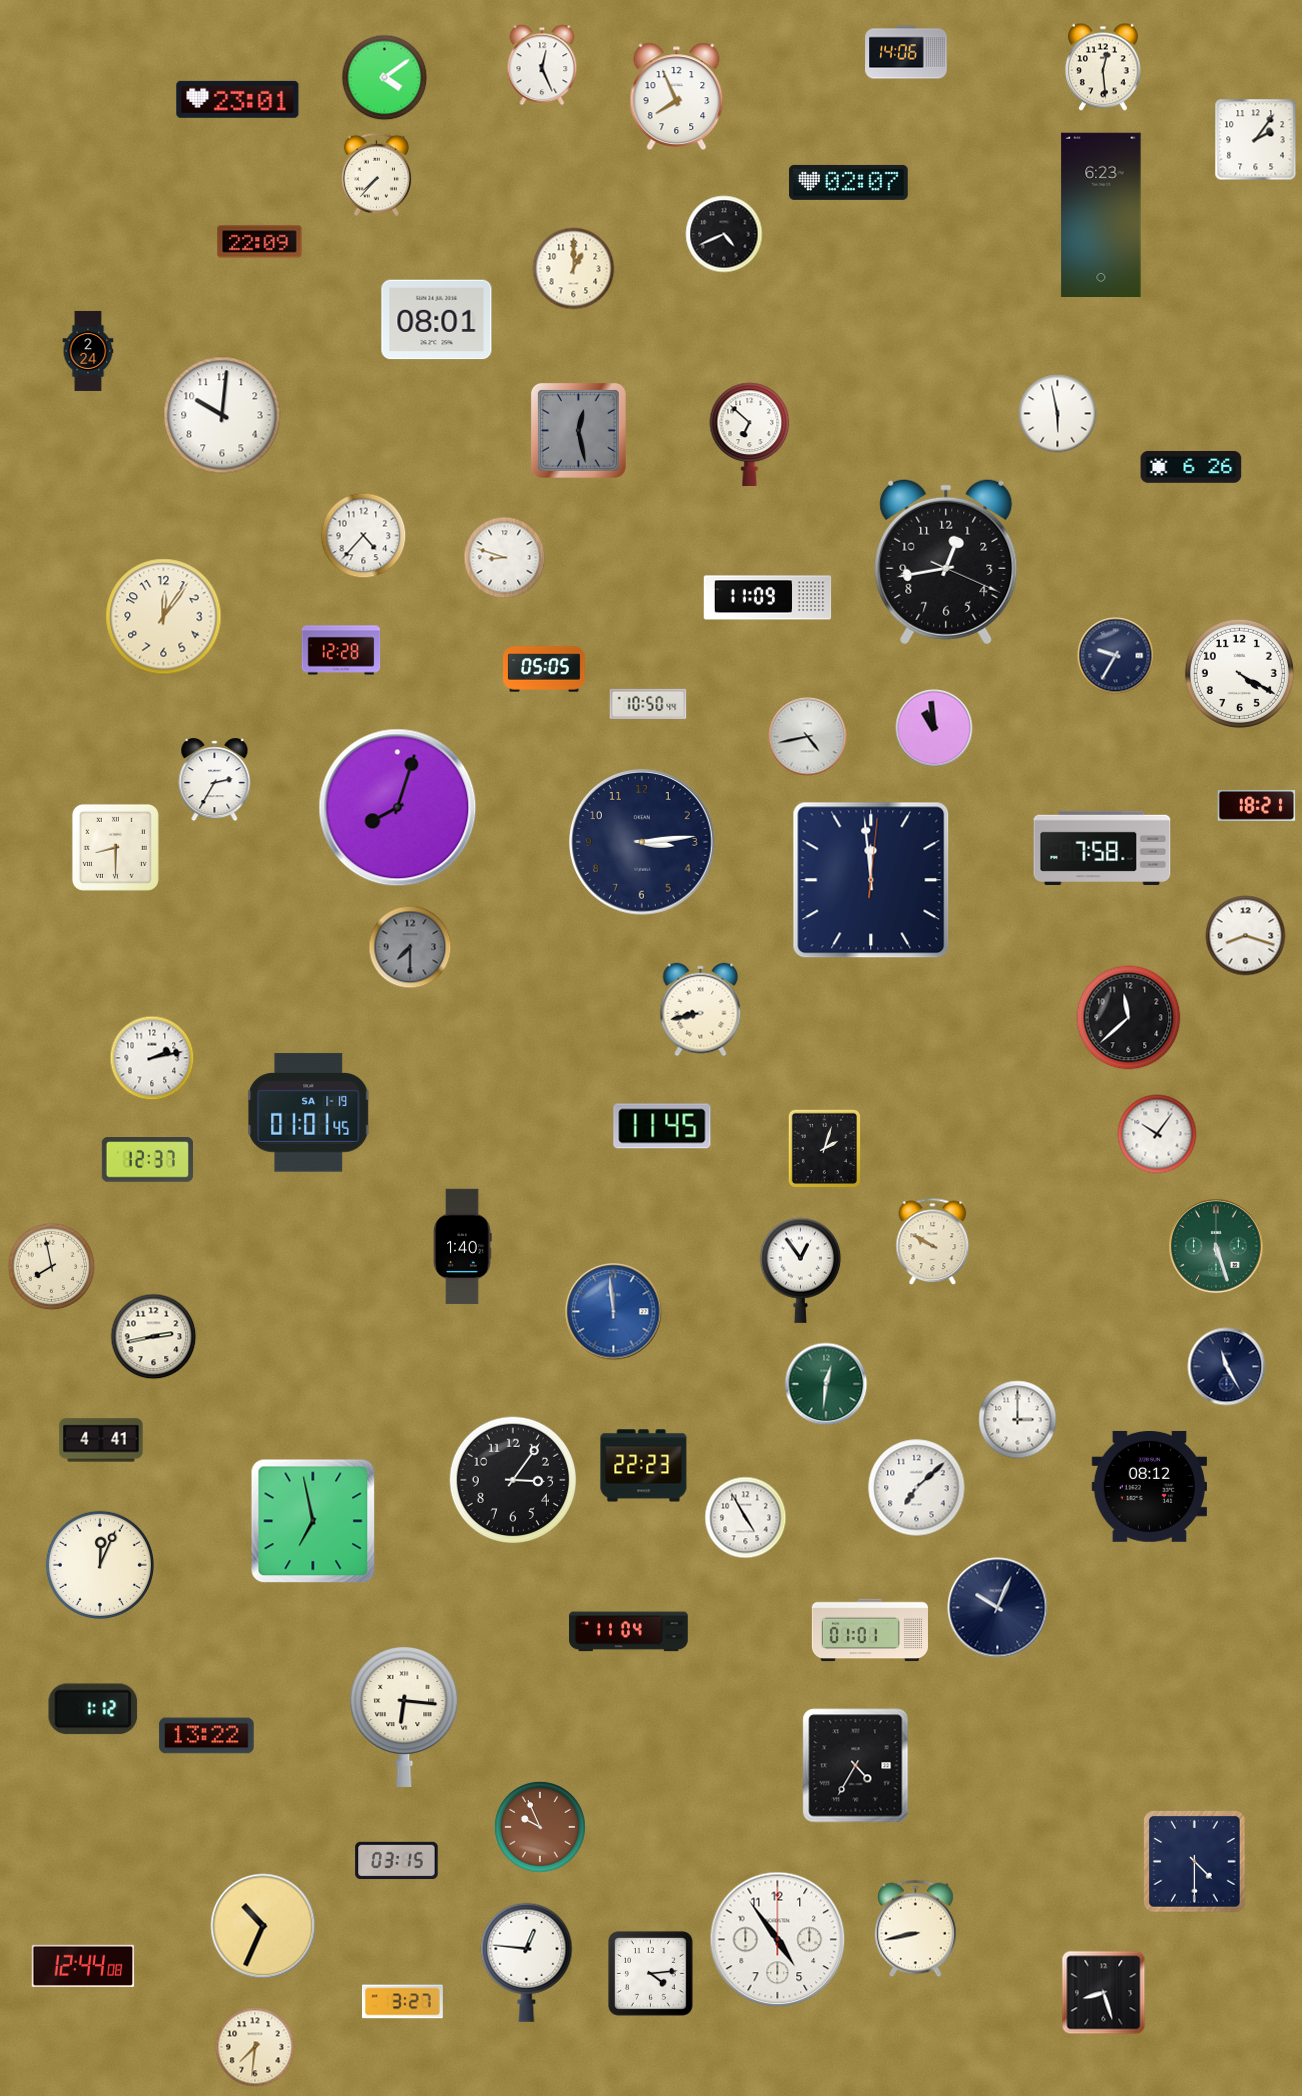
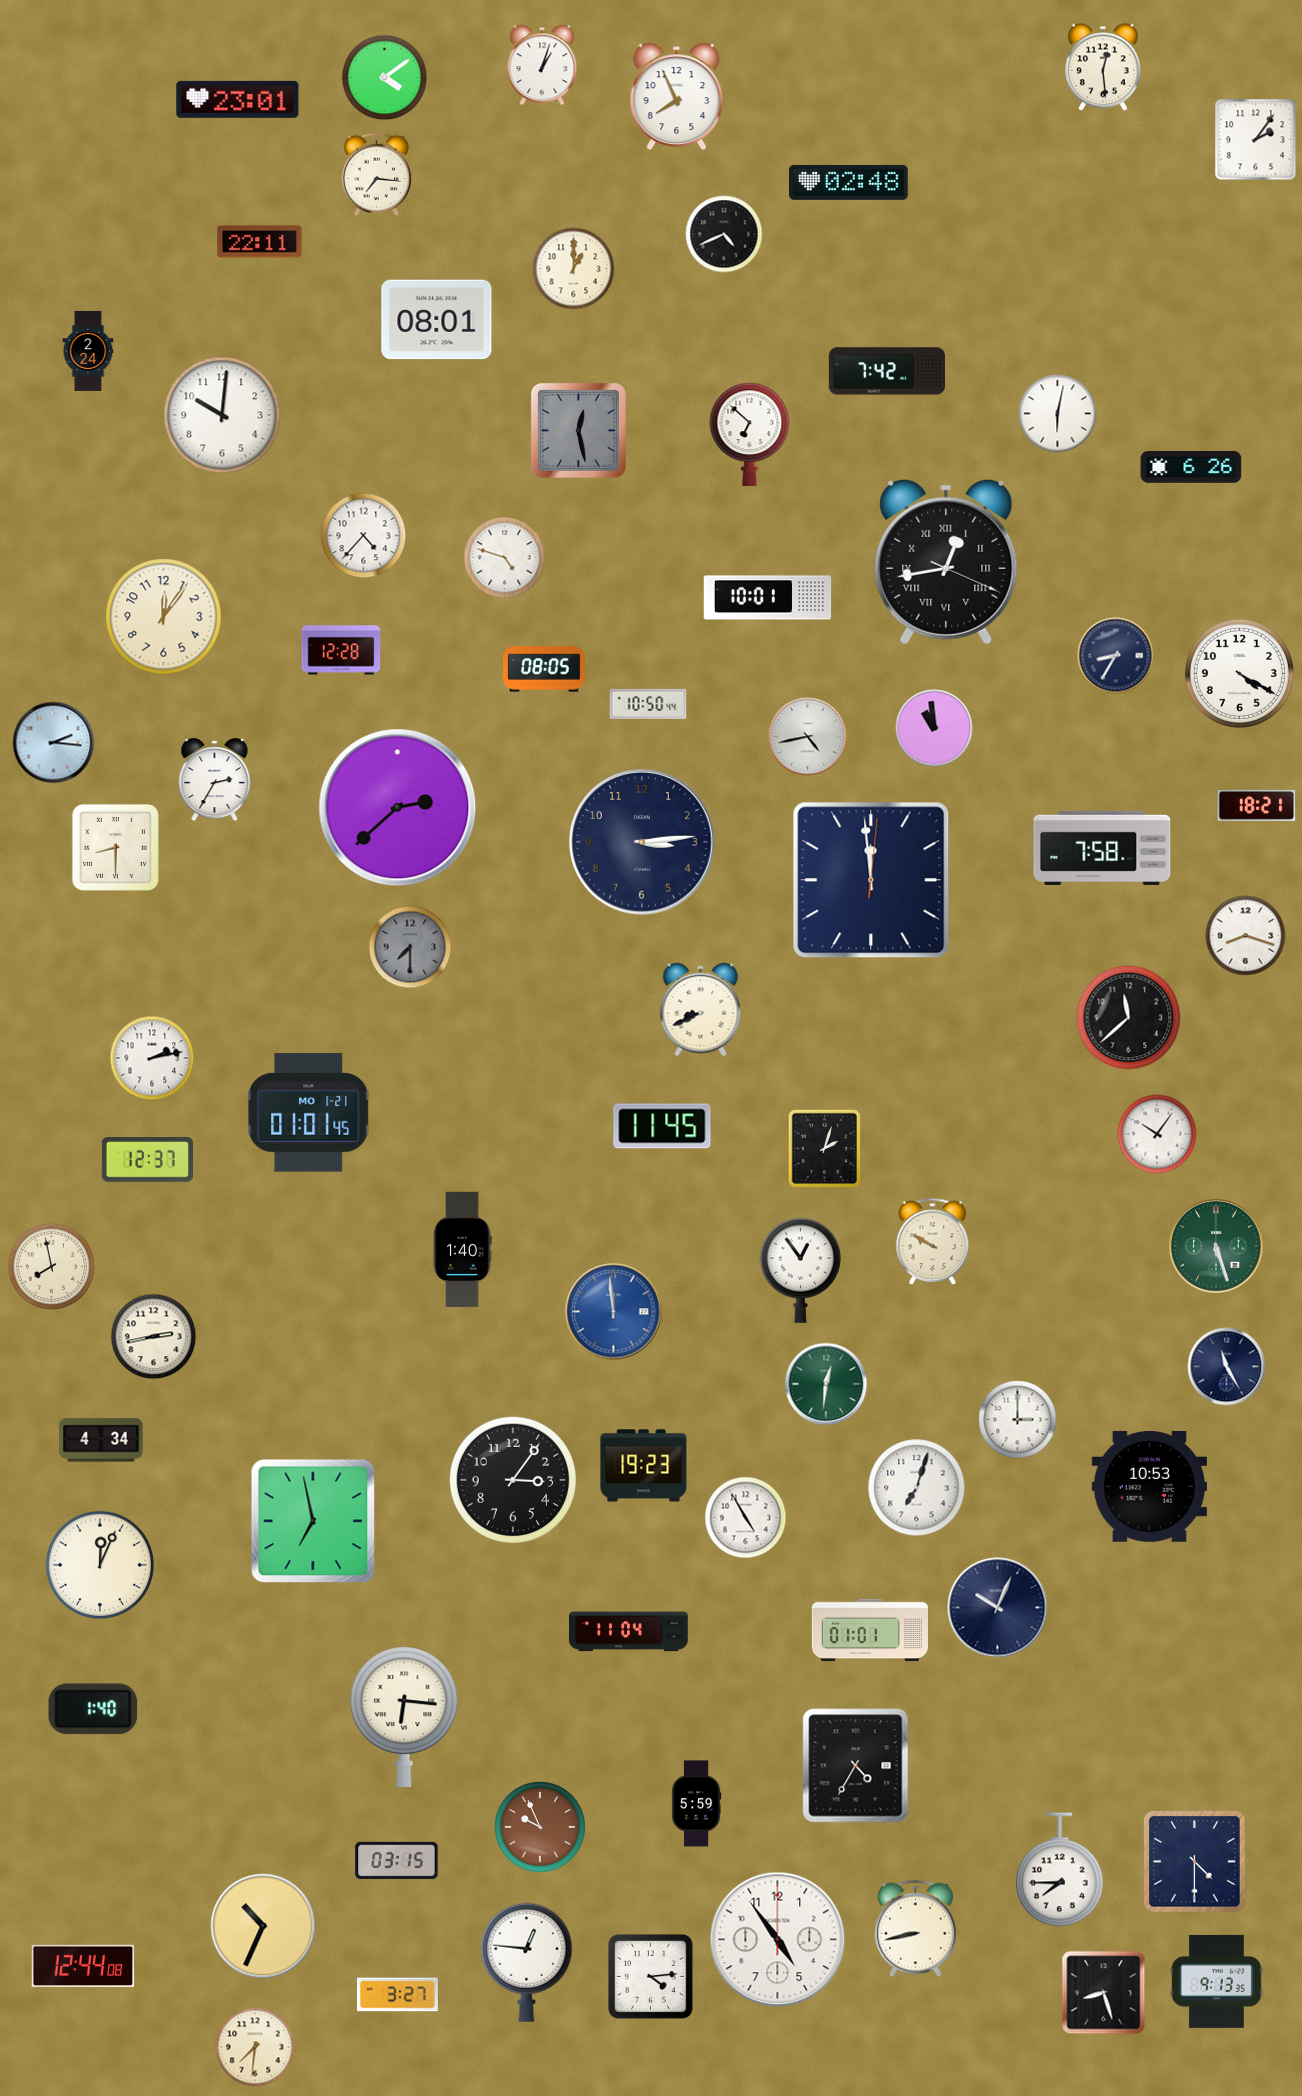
clock at (906, 52): 14:06 -> none
clock at (542, 65): 12:26 -> 1:03
clock at (376, 174): 7:37 -> 7:16
clock at (849, 182): 02:07 -> 02:48
clock at (1101, 214): 6:23 -> none
clock at (260, 242): 22:09 -> 22:11
clock at (887, 371): none -> 7:42
clock at (1058, 414): 5:58 -> 6:02
clock at (505, 558): 8:48 -> 4:48
clock at (946, 562) numerals: Arabic -> Roman
clock at (768, 598): 11:09 -> 10:01
clock at (1116, 656): 9:35 -> 8:35
clock at (544, 669): 05:05 -> 08:05
clock at (54, 743): none -> 2:16
clock at (398, 808): 8:03 -> 2:38
clock at (701, 1010): 8:43 -> 8:41
clock at (309, 1113) date: SA 1-19 -> MO 1-21
clock at (462, 1247) position: (462, 1247) -> (462, 1250)
clock at (101, 1440): 4:41 -> 4:34
clock at (644, 1466): 22:23 -> 19:23
clock at (1149, 1486): 08:12 -> 10:53
clock at (917, 1488): 7:08 -> 7:03
clock at (93, 1709): 1:12 -> 1:40
clock at (207, 1736): 13:22 -> none
clock at (696, 1804): none -> 5:59
clock at (1060, 1870): none -> 7:45
clock at (651, 1974) position: (651, 1974) -> (651, 1977)
clock at (1216, 1981): none -> 9:13
clock at (403, 2002) position: (403, 2002) -> (398, 1995)
